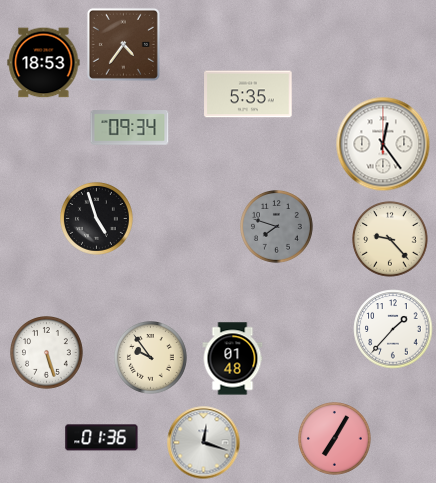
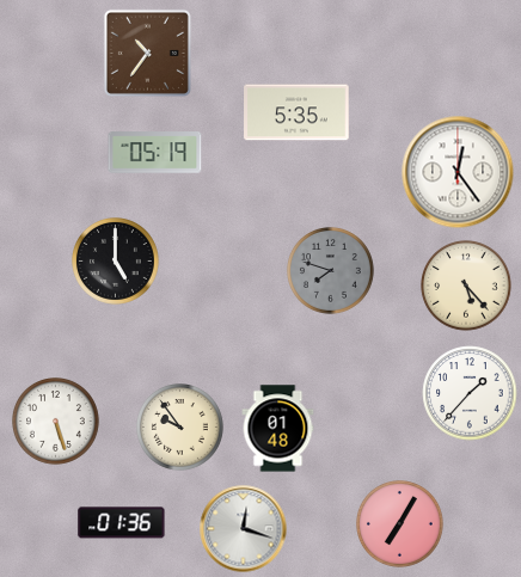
clock at (123, 44): 4:36 -> 10:36
clock at (44, 63): 18:53 -> none
clock at (130, 128): 09:34 -> 05:19
clock at (97, 219): 4:57 -> 5:00
clock at (390, 239): 9:23 -> 5:23
